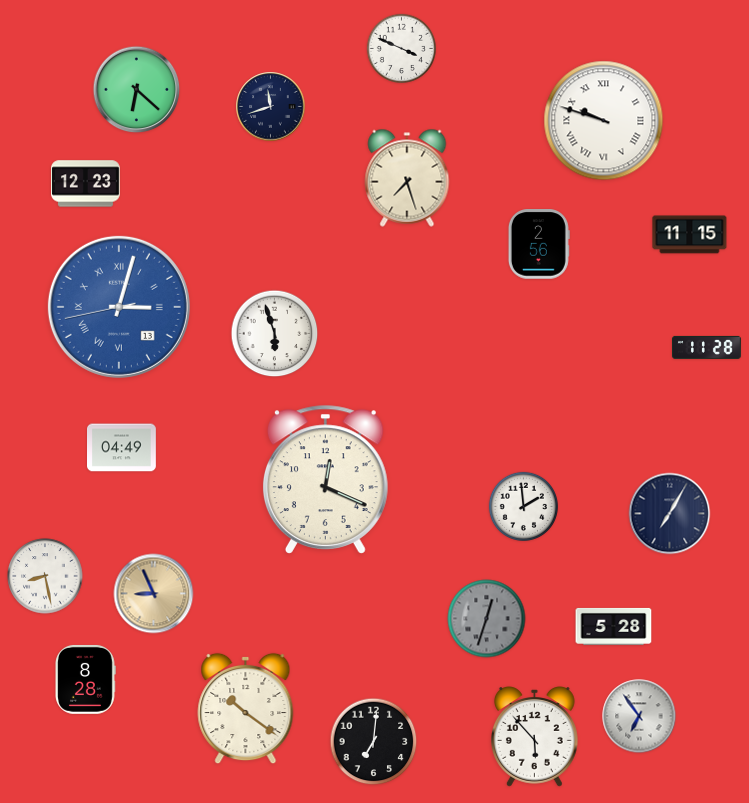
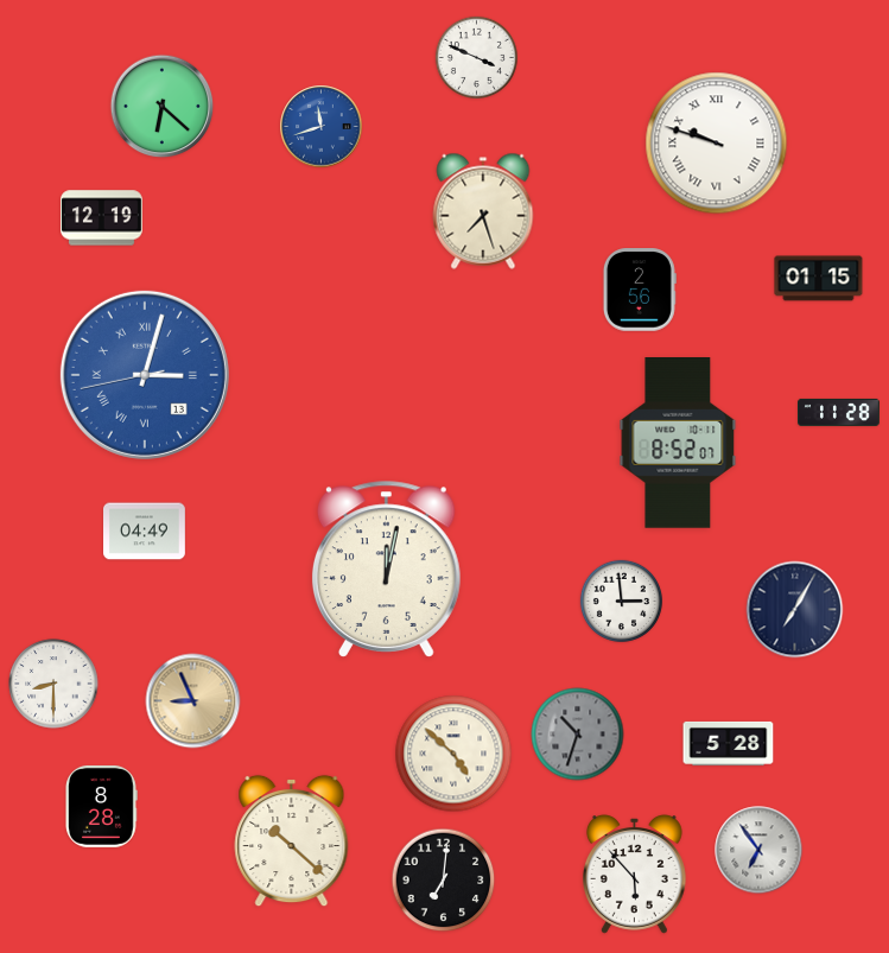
clock at (271, 107) dial: navy -> blue
clock at (86, 184): 12:23 -> 12:19
clock at (690, 235): 11:15 -> 01:15
clock at (119, 307) position: (119, 307) -> (145, 375)
clock at (275, 334): 5:57 -> none
clock at (678, 444): none -> 8:52
clock at (326, 479): 12:19 -> 12:02
clock at (523, 506): 1:59 -> 2:59
clock at (45, 576): 8:28 -> 8:30
clock at (154, 594) position: (154, 594) -> (193, 701)
clock at (487, 619): 12:33 -> 10:33
clock at (453, 754): none -> 4:52
clock at (246, 709): 10:21 -> 10:22
